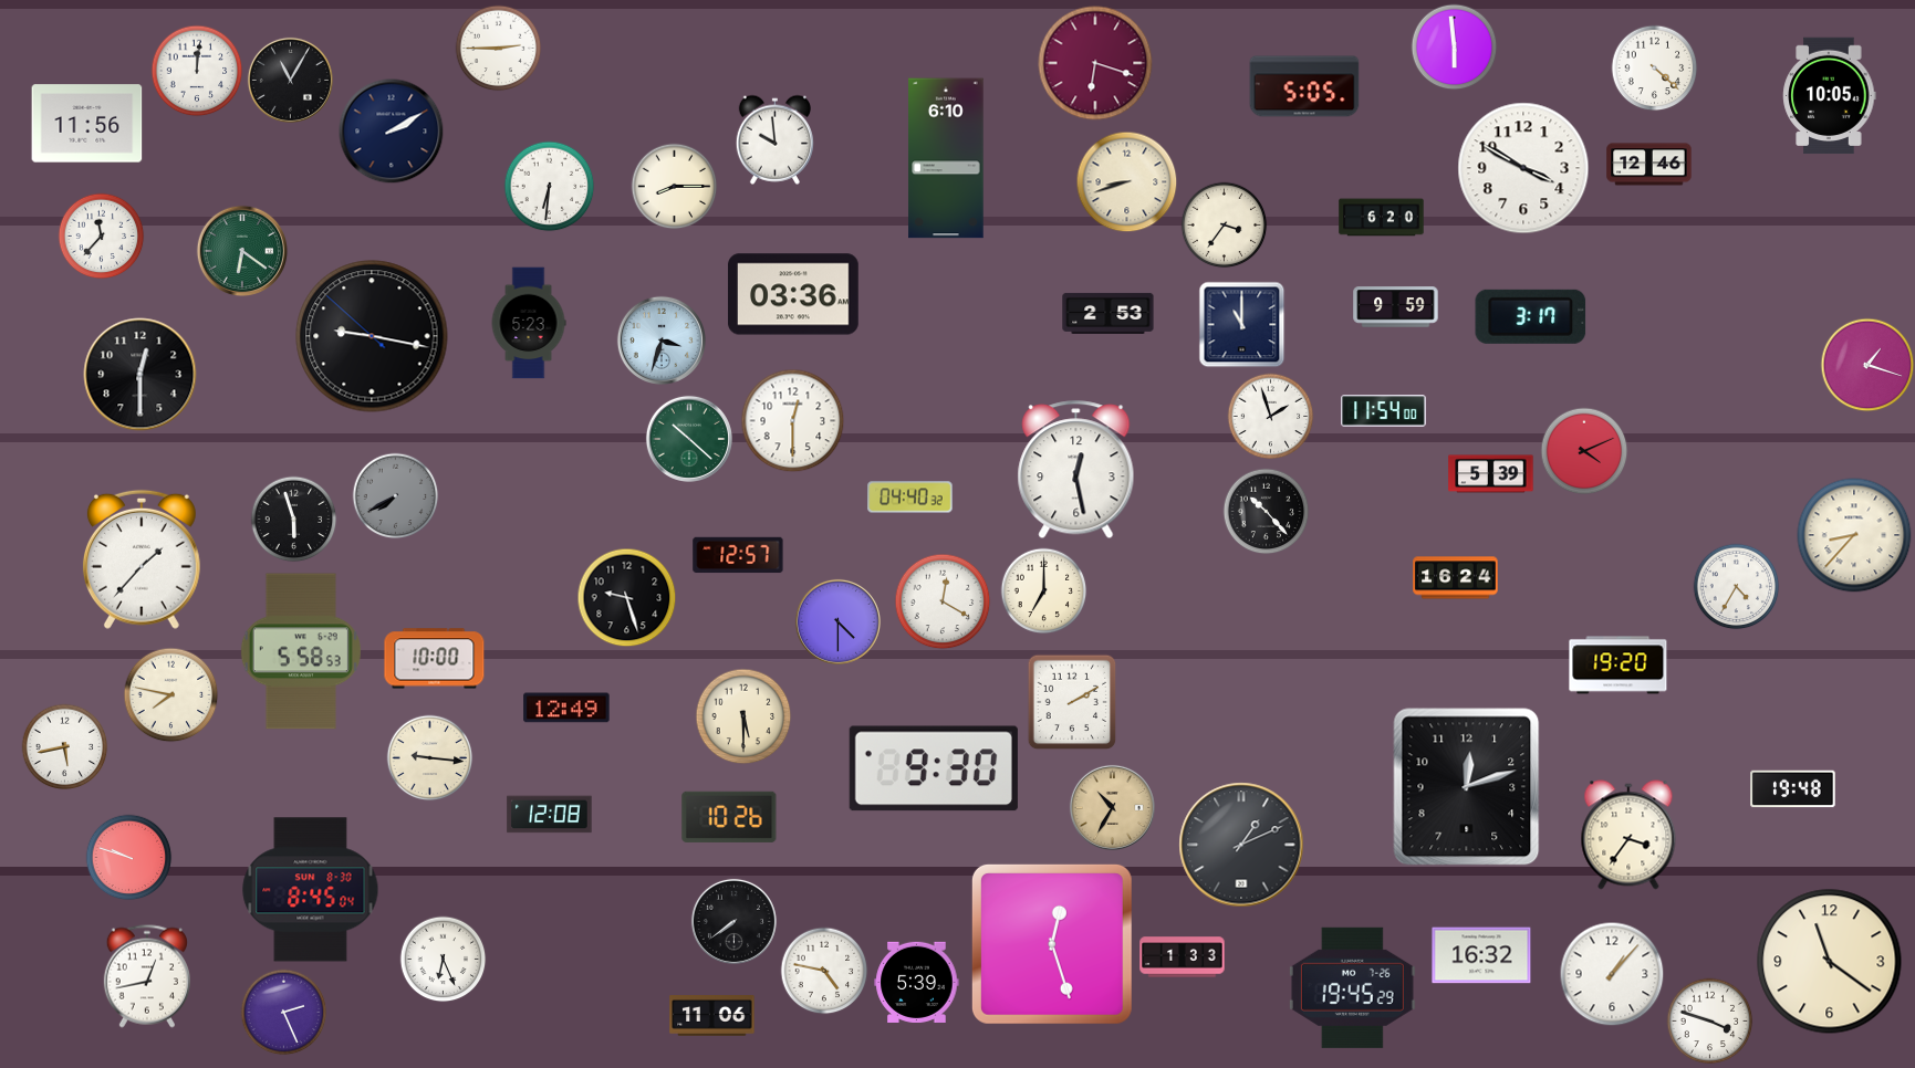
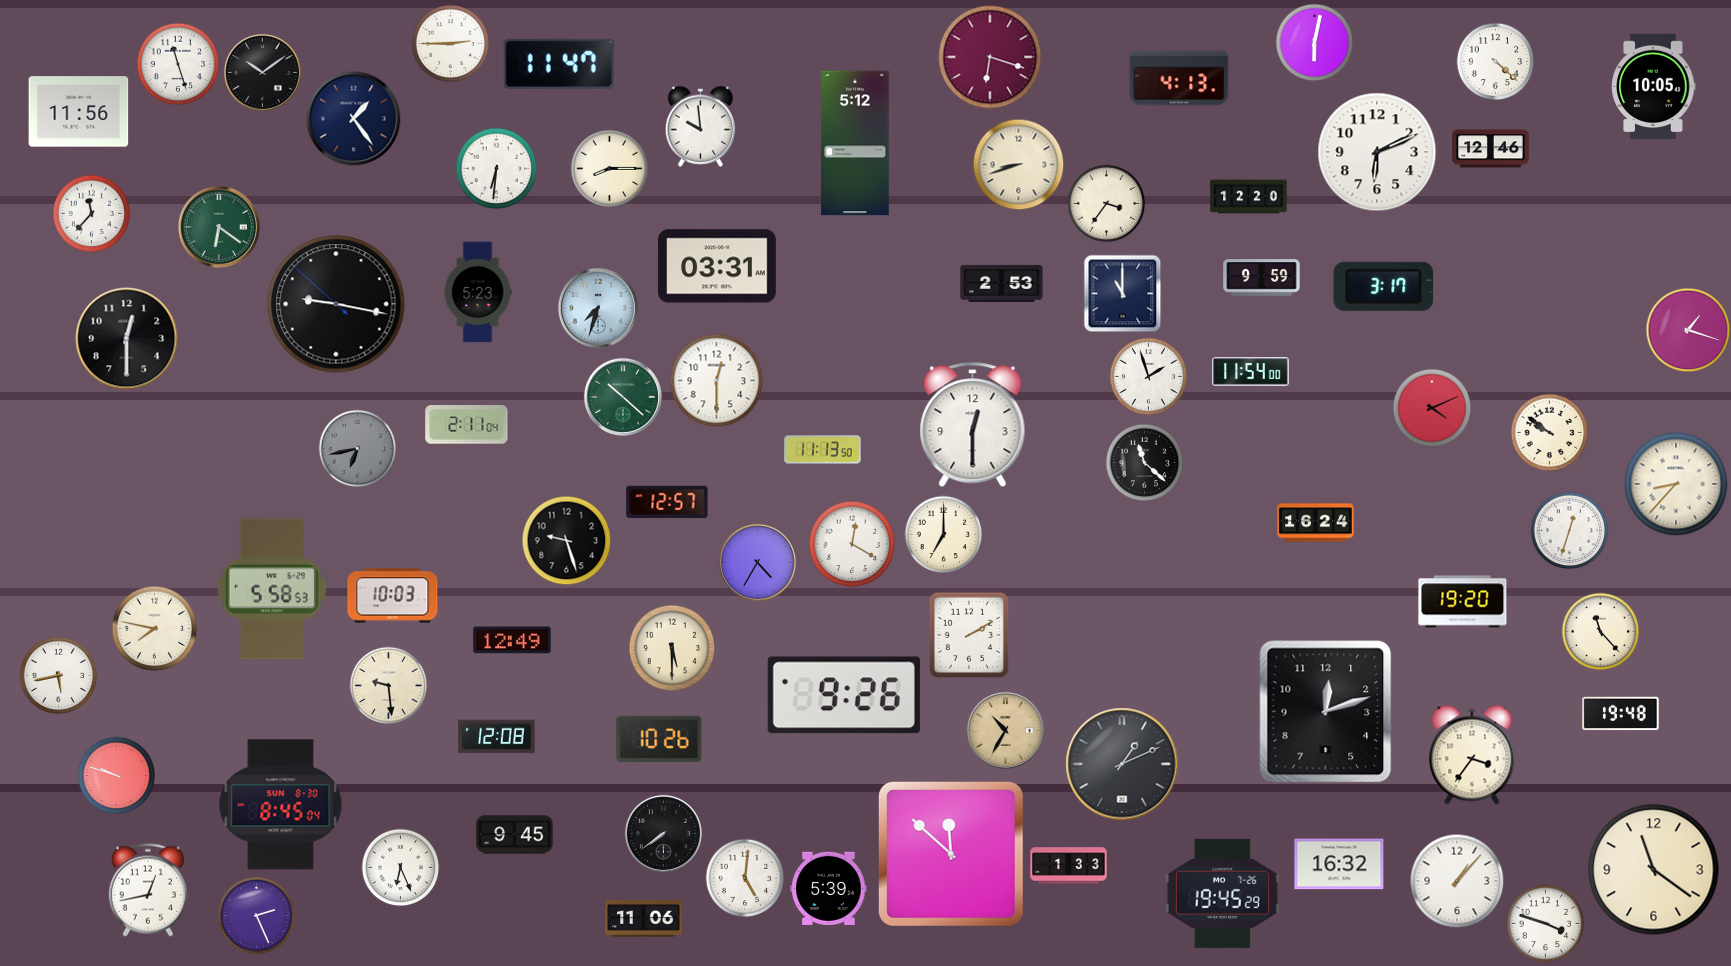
clock at (1454, 46): 5:59 -> 6:02
clock at (197, 71): 12:01 -> 11:27
clock at (559, 64): none -> 11:47
clock at (290, 80): 11:05 -> 10:09
clock at (1304, 86): 5:05 -> 4:13
clock at (391, 130): 2:10 -> 1:24
clock at (946, 158): 6:10 -> 5:12
clock at (1523, 168): 3:50 -> 6:11
clock at (1382, 218): 6:20 -> 12:20
clock at (793, 294): 03:36 -> 03:31
clock at (660, 339): 3:33 -> 7:33
clock at (467, 425): none -> 2:11
clock at (1076, 470): 12:28 -> 12:30
clock at (1491, 474): 5:39 -> none
clock at (1549, 432): none -> 9:51
clock at (395, 495): 7:40 -> 6:43
clock at (910, 498): 04:40 -> 11:13
clock at (1266, 511): 10:23 -> 11:22
clock at (293, 519): 5:57 -> none
clock at (142, 559): 1:37 -> none
clock at (1736, 586): 4:35 -> 12:33
clock at (837, 621): 4:30 -> 4:35
clock at (435, 659): 10:00 -> 10:03
clock at (1600, 631): none -> 11:23
clock at (429, 757): 9:16 -> 9:29
clock at (934, 768): 9:30 -> 9:26
clock at (515, 835): none -> 9:45
clock at (1052, 944): 12:27 -> 11:52
clock at (824, 971): 4:47 -> 5:01
clock at (147, 976) position: (147, 976) -> (148, 890)
